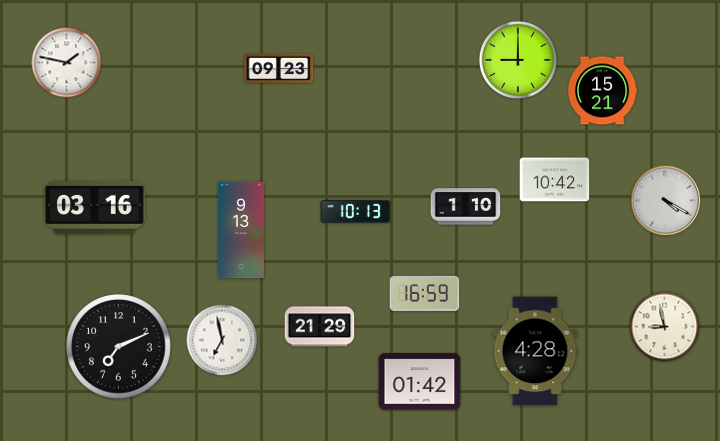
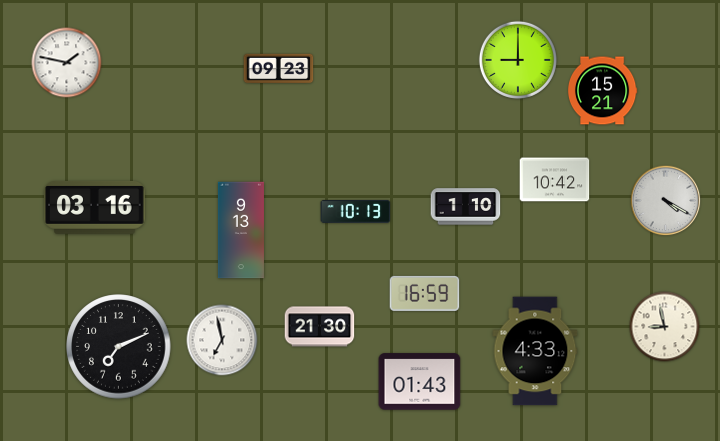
clock at (320, 327): 21:29 -> 21:30
clock at (535, 351): 4:28 -> 4:33
clock at (420, 382): 01:42 -> 01:43
